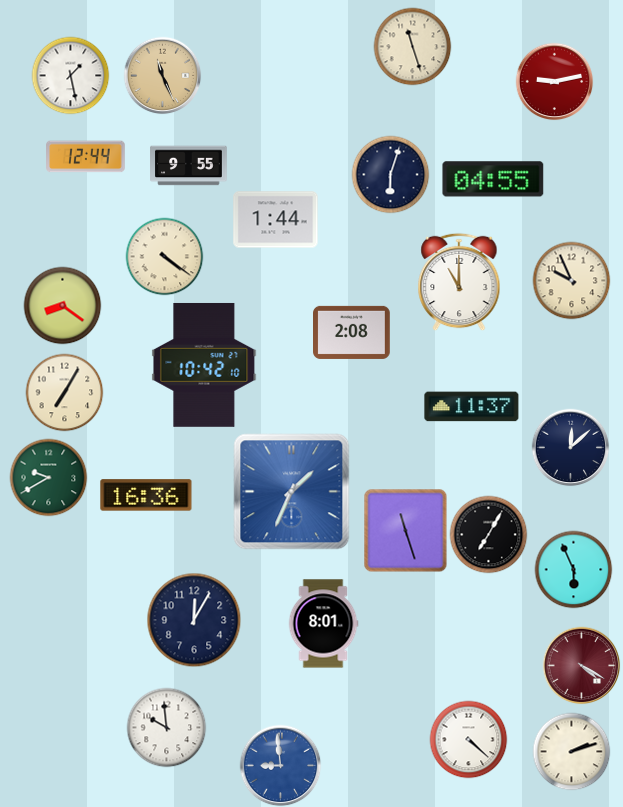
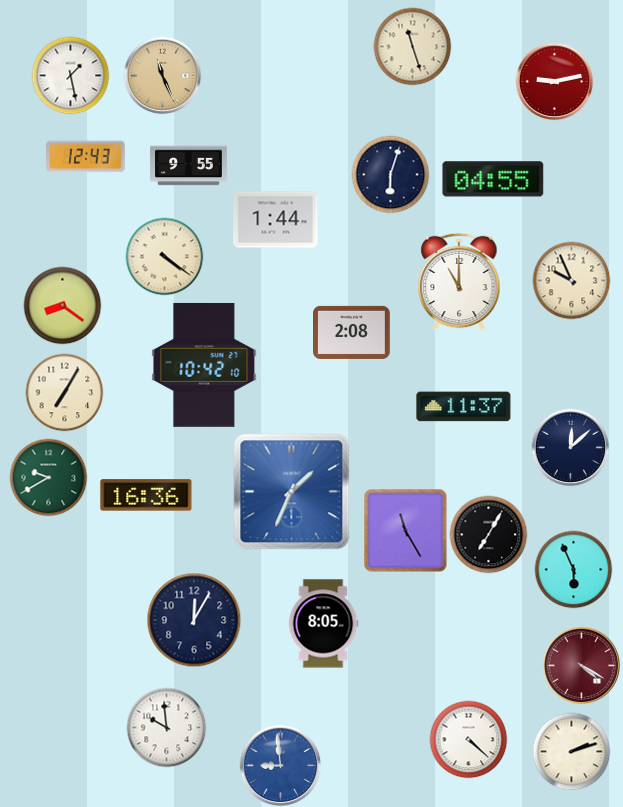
clock at (86, 157): 12:44 -> 12:43
clock at (472, 407) position: (472, 407) -> (464, 407)
clock at (405, 530): 11:27 -> 11:25
clock at (323, 624): 8:01 -> 8:05
